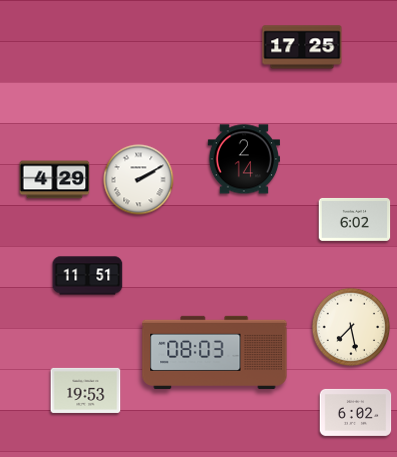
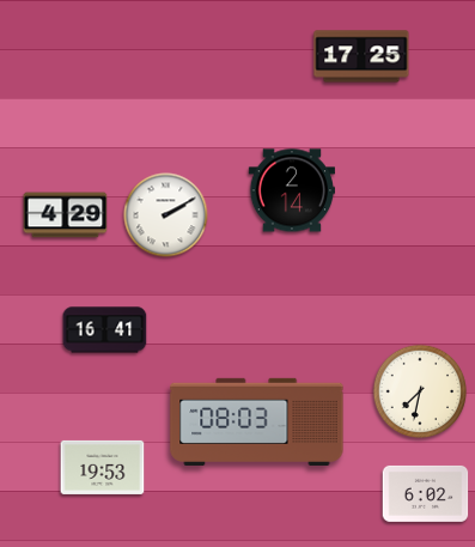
clock at (355, 219): 6:02 -> none
clock at (88, 276): 11:51 -> 16:41
clock at (351, 327): 7:28 -> 7:32
